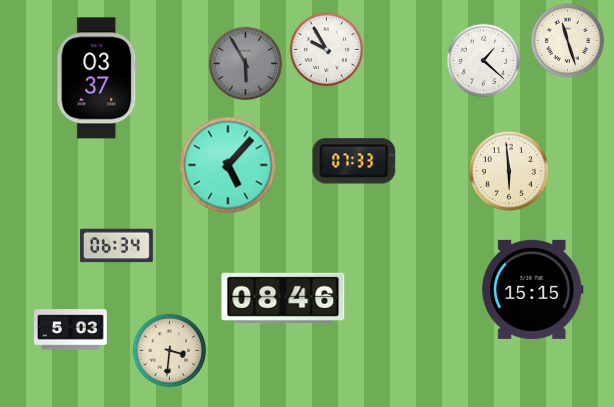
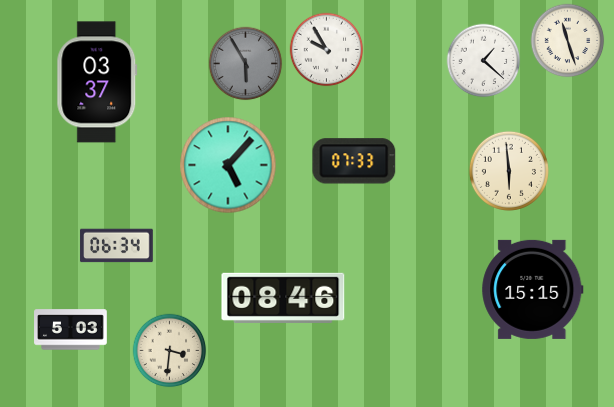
clock at (97, 78) position: (97, 78) -> (97, 82)
